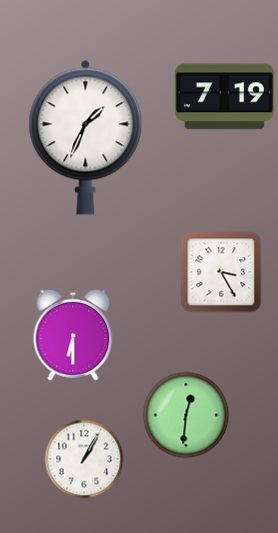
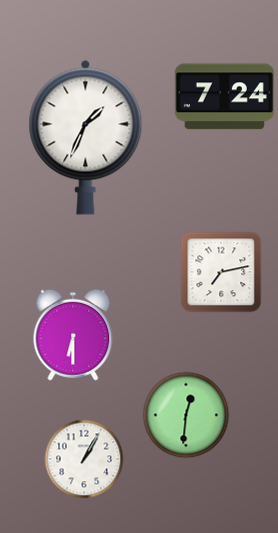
clock at (224, 97): 7:19 -> 7:24
clock at (221, 272): 3:25 -> 7:13
